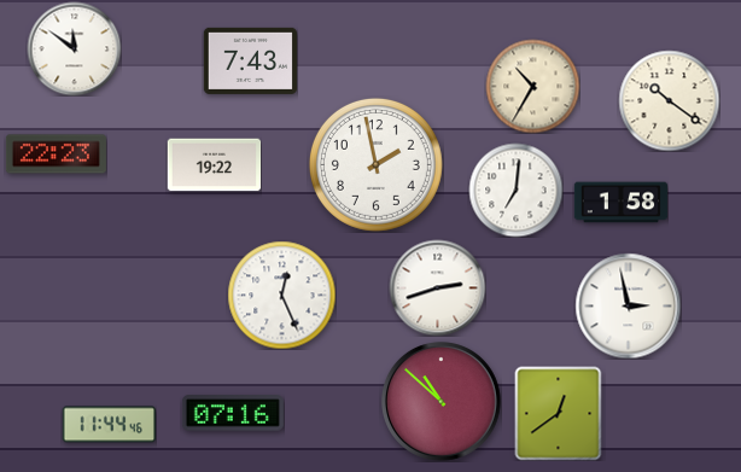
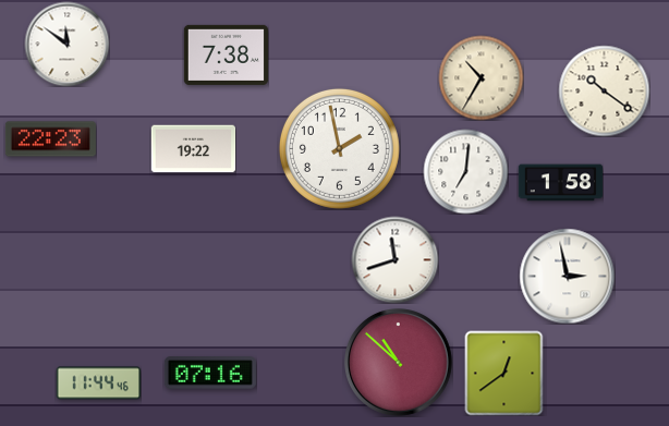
clock at (250, 60): 7:43 -> 7:38
clock at (437, 287): 2:42 -> 11:42
clock at (281, 295): 12:26 -> none
